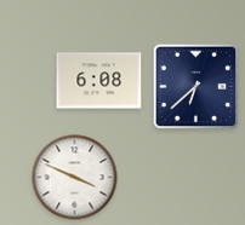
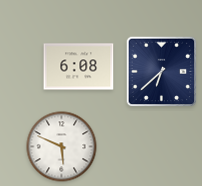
clock at (99, 81) position: (99, 81) -> (79, 67)
clock at (75, 178): 3:49 -> 5:49
